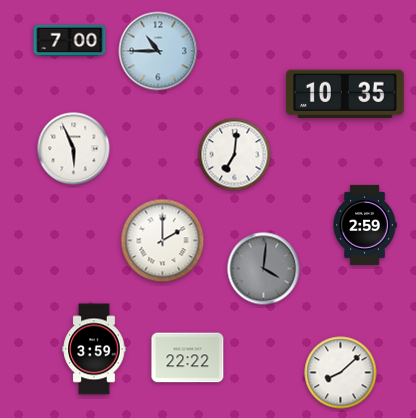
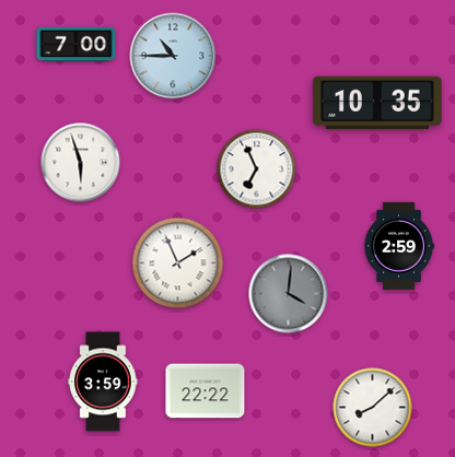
clock at (74, 149): 5:56 -> 5:57
clock at (235, 155): 7:01 -> 6:56
clock at (163, 241): 2:00 -> 1:56
